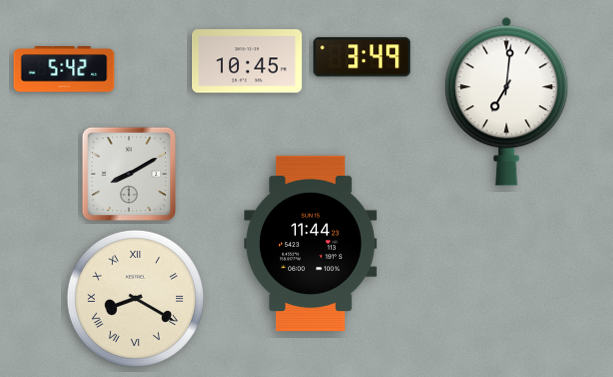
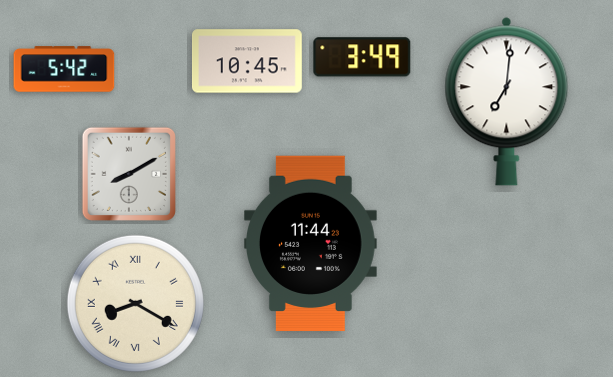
clock at (135, 298) position: (135, 298) -> (135, 303)
